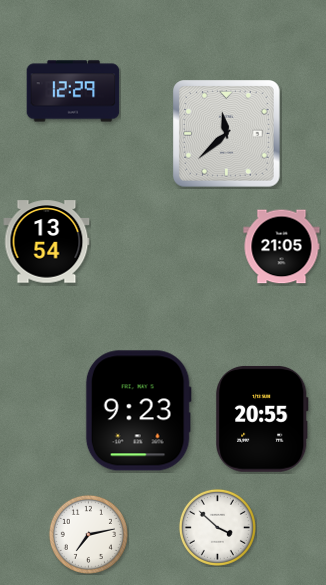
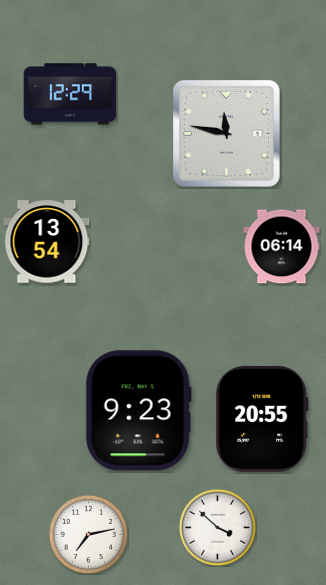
clock at (73, 91) position: (73, 91) -> (70, 94)
clock at (227, 134): 11:38 -> 11:47
clock at (282, 247): 21:05 -> 06:14
